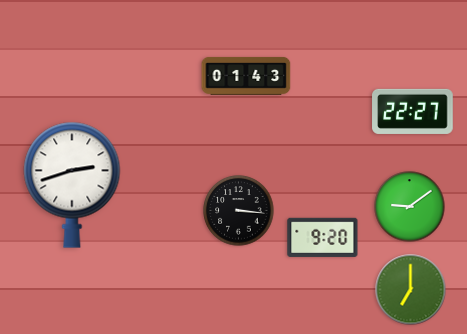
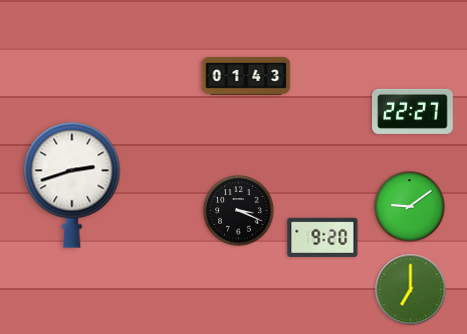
clock at (239, 211): 3:16 -> 3:19
